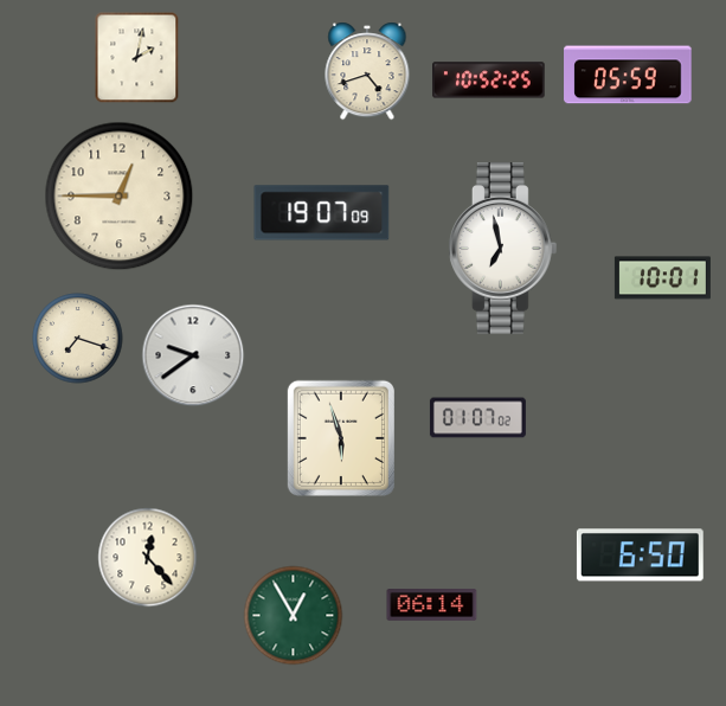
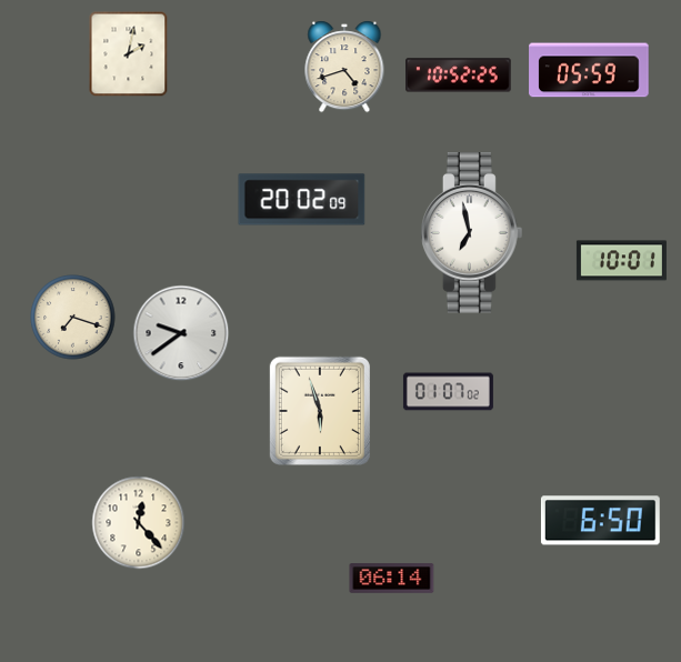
clock at (120, 197): 12:45 -> none
clock at (322, 213): 19:07 -> 20:02
clock at (432, 605) position: (432, 605) -> (392, 579)
clock at (294, 616): 12:55 -> none
